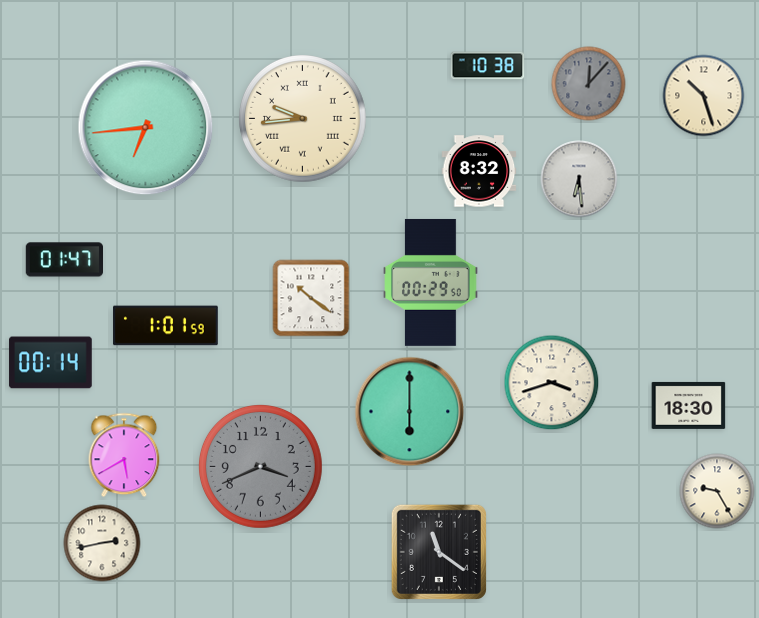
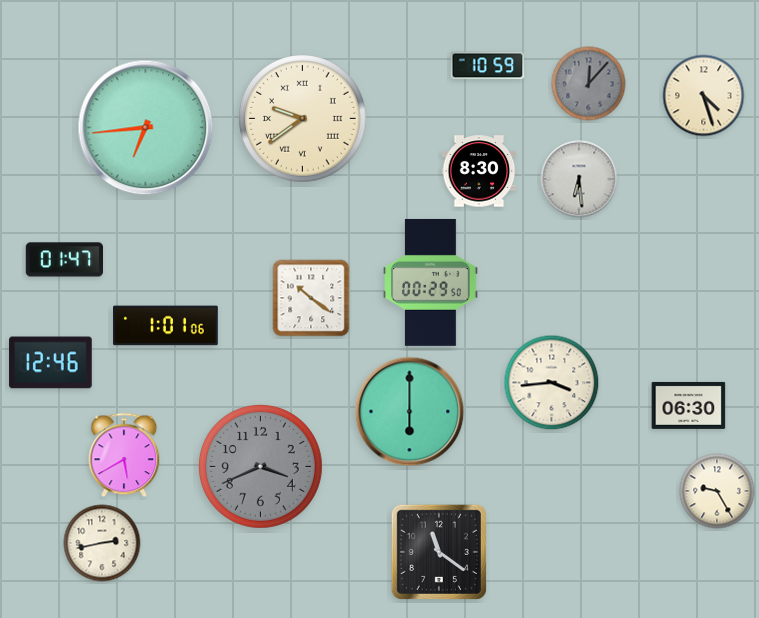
clock at (488, 66): 10:38 -> 10:59
clock at (704, 96): 10:27 -> 4:27
clock at (303, 119): 9:44 -> 9:39
clock at (479, 171): 8:32 -> 8:30
clock at (166, 326): 1:01:59 -> 1:01:06
clock at (51, 363): 00:14 -> 12:46
clock at (552, 383): 3:42 -> 3:44
clock at (689, 405): 18:30 -> 06:30
